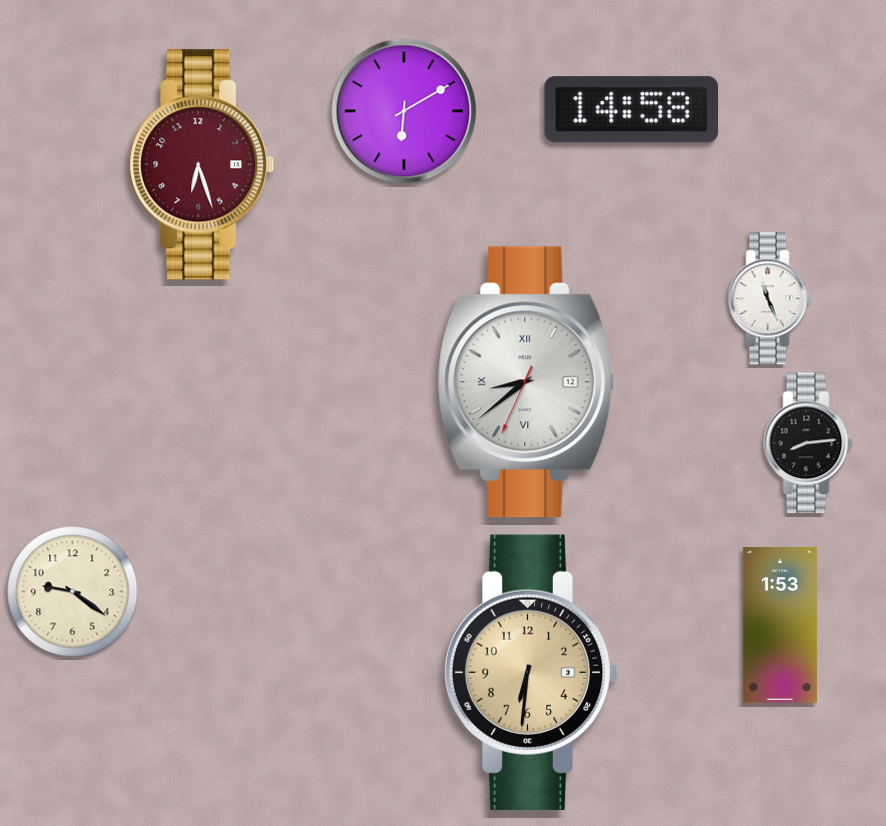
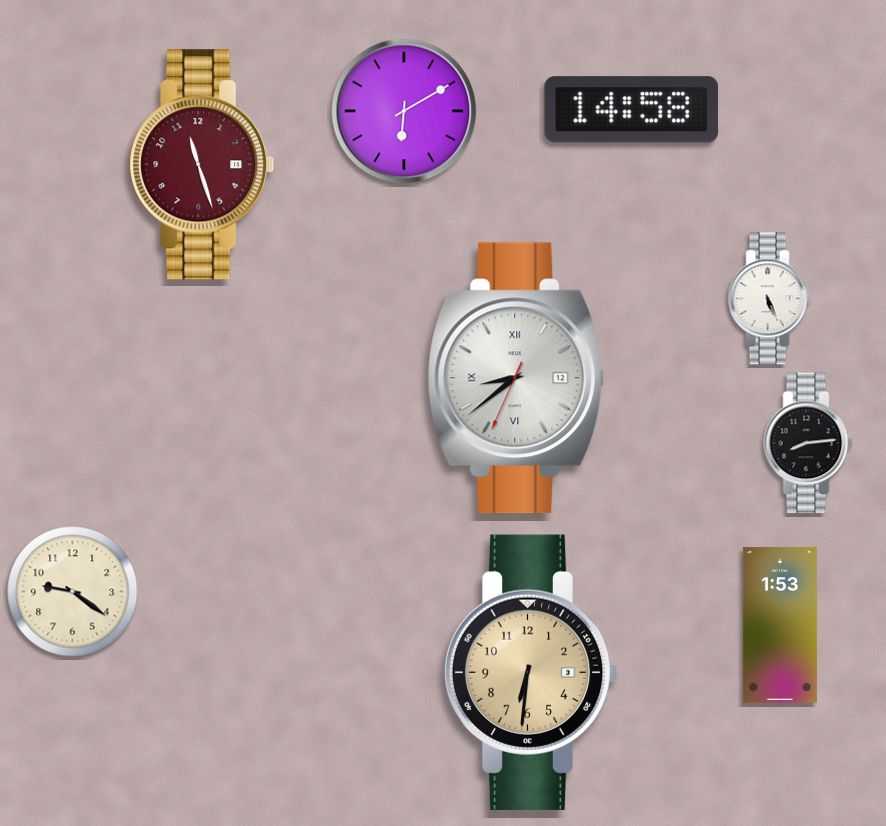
clock at (202, 165): 6:27 -> 11:27
clock at (770, 299): 11:26 -> 5:26
clock at (526, 382) position: (526, 382) -> (516, 378)
